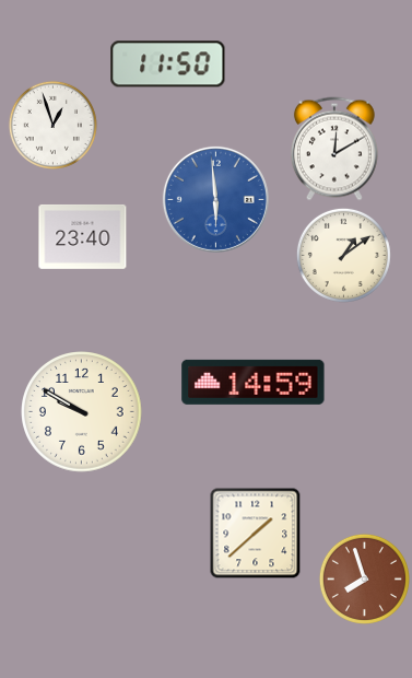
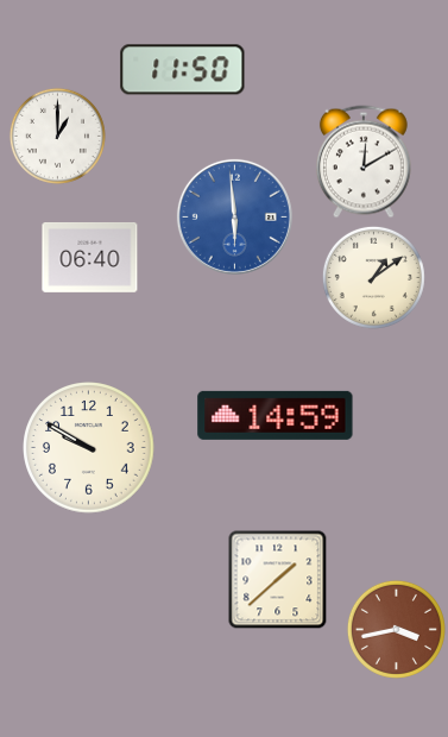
clock at (52, 125): 12:57 -> 1:00
clock at (83, 237): 23:40 -> 06:40
clock at (364, 578): 7:57 -> 3:43
